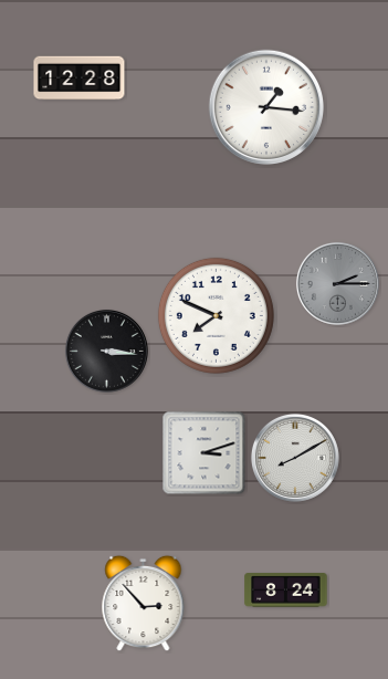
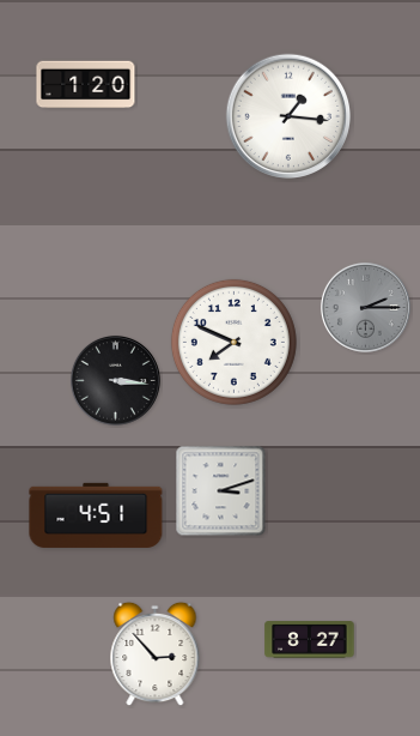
clock at (80, 79): 12:28 -> 1:20
clock at (295, 458): 8:10 -> none
clock at (96, 515): none -> 4:51
clock at (286, 591): 8:24 -> 8:27
